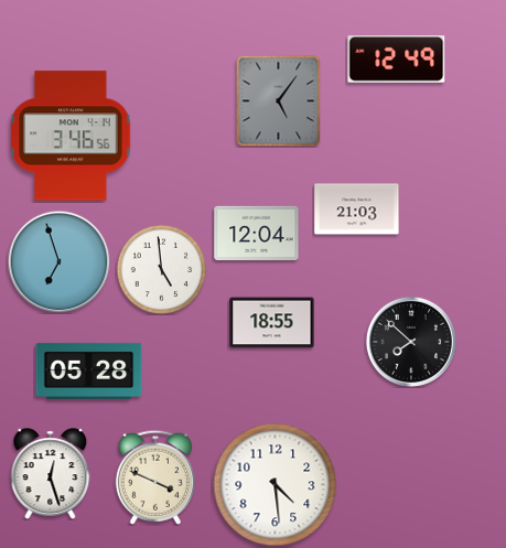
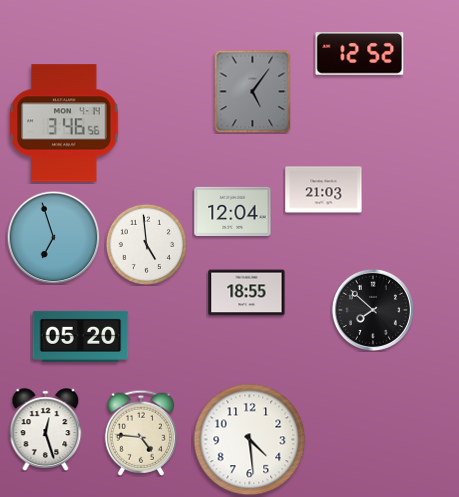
clock at (397, 60): 12:49 -> 12:52
clock at (89, 370): 05:28 -> 05:20
clock at (155, 477): 3:49 -> 4:46
